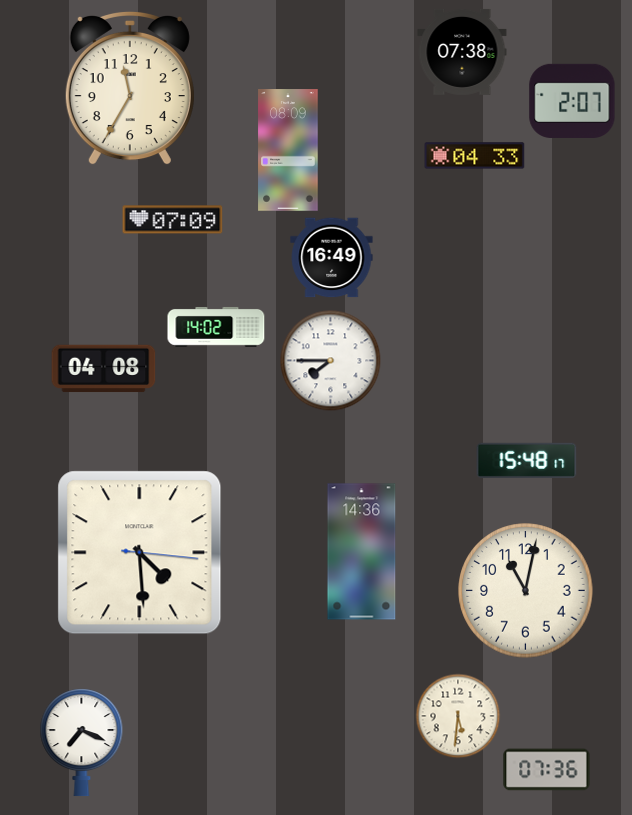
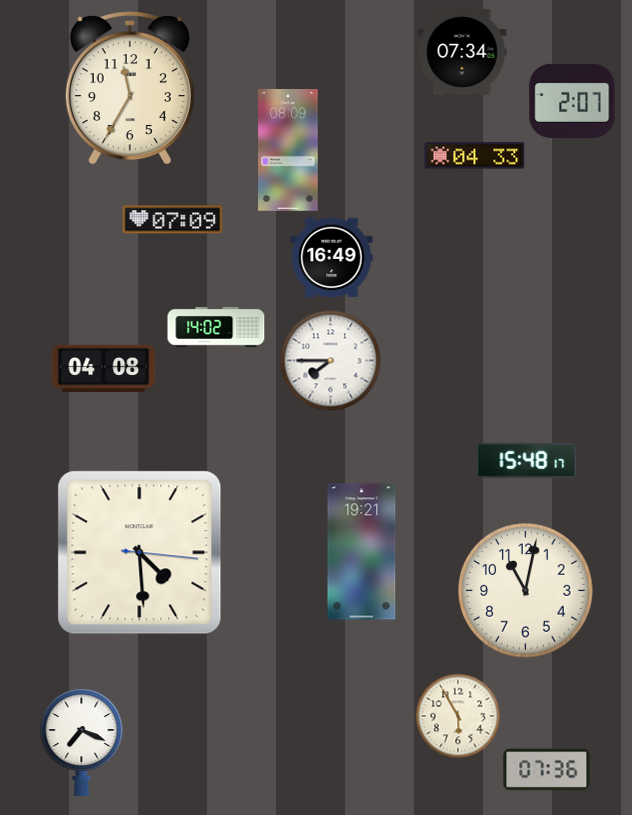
clock at (462, 52): 07:38 -> 07:34
clock at (362, 552): 14:36 -> 19:21
clock at (458, 716): 5:31 -> 5:55
